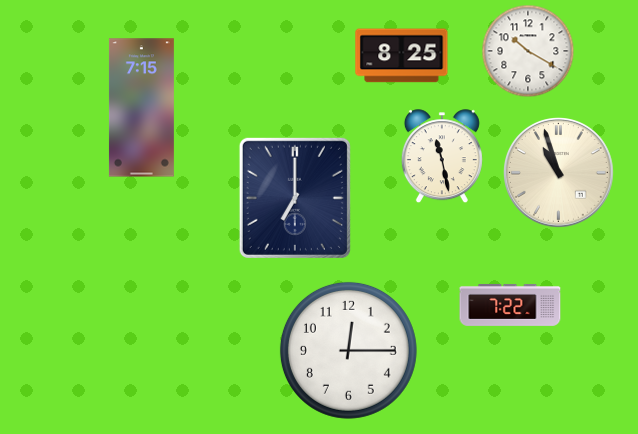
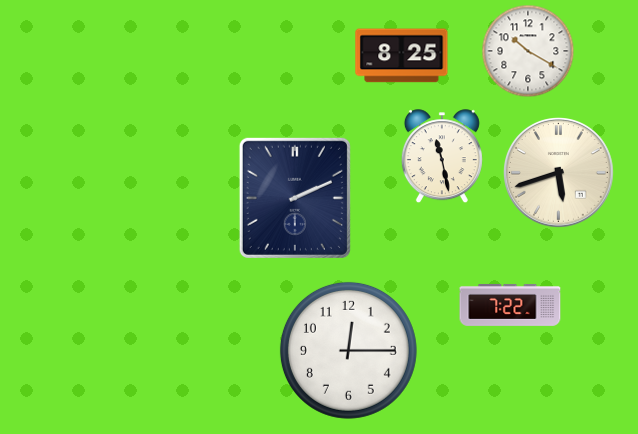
clock at (141, 108): 7:15 -> none
clock at (559, 173): 10:57 -> 5:42
clock at (295, 198): 7:00 -> 2:11
